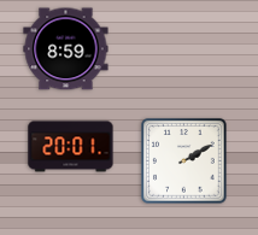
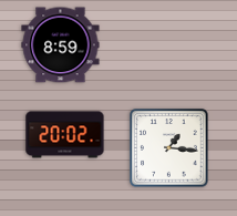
clock at (71, 147): 20:01 -> 20:02
clock at (184, 161): 2:10 -> 1:16
